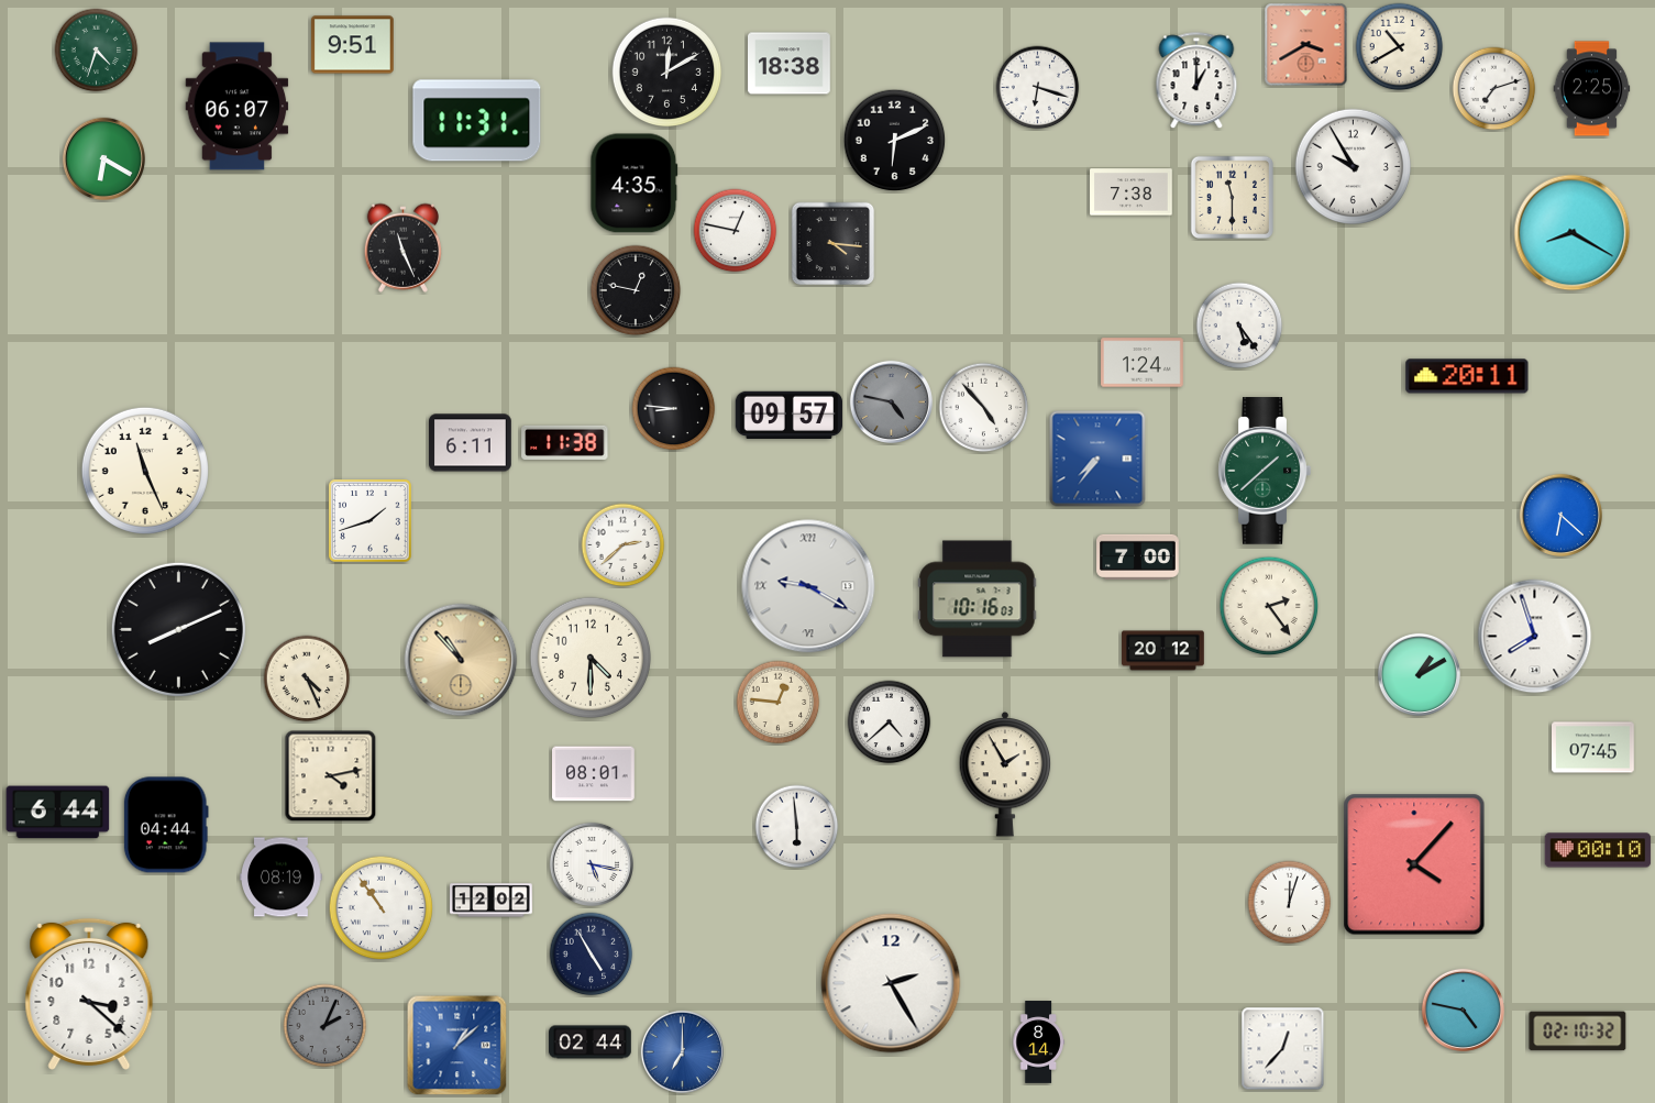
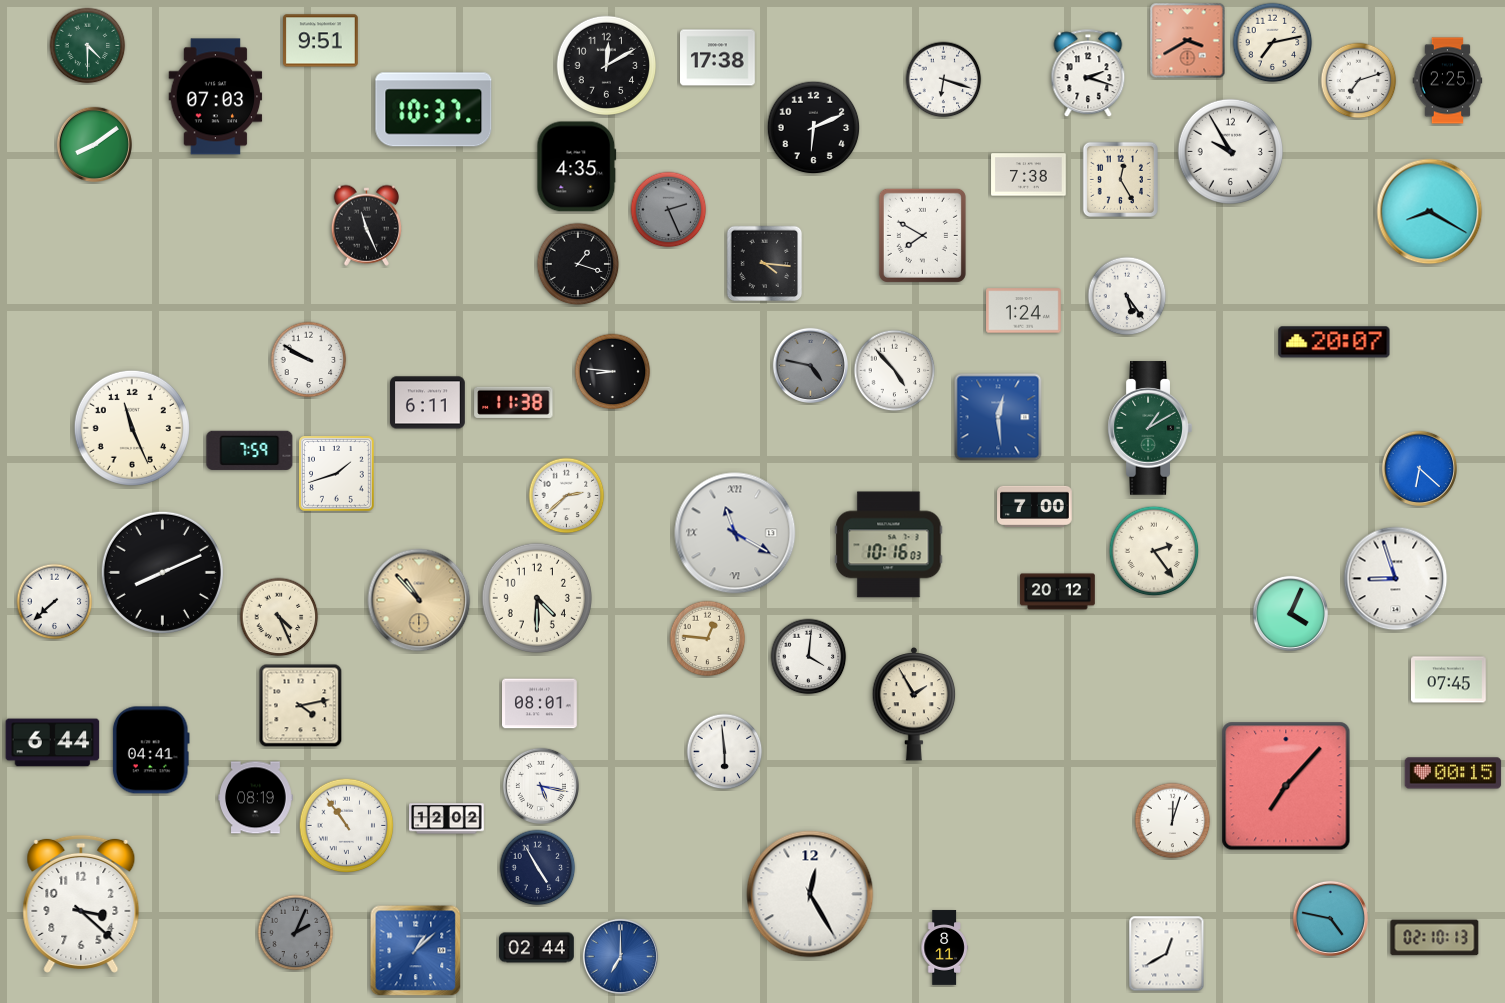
clock at (1400, 47): 10:40 -> 7:13
clock at (97, 51): 4:33 -> 4:30
clock at (790, 64): 18:38 -> 17:38
clock at (1196, 81): 1:00 -> 2:18
clock at (238, 107): 06:07 -> 07:03
clock at (477, 121): 11:31 -> 10:37
clock at (103, 158): 6:20 -> 8:09
clock at (1232, 197): 11:30 -> 12:25
clock at (736, 231): 12:47 -> 2:26
clock at (736, 231) dial: white -> grey
clock at (834, 244) position: (834, 244) -> (765, 264)
clock at (922, 235): none -> 7:50
clock at (636, 290): 12:47 -> 1:18
clock at (1143, 363) position: (1143, 363) -> (1024, 311)
clock at (1467, 376): 20:11 -> 20:07
clock at (309, 360): none -> 9:50
clock at (788, 416): 09:57 -> none
clock at (1097, 459): 7:36 -> 12:29
clock at (1265, 471): 1:38 -> 1:10
clock at (250, 450): none -> 7:59
clock at (808, 586): 9:20 -> 11:20
clock at (1535, 637): 7:57 -> 8:57
clock at (55, 602): none -> 7:38
clock at (1419, 674): 1:10 -> 4:04
clock at (890, 723): 4:38 -> 4:01
clock at (58, 813) position: (58, 813) -> (53, 743)
clock at (166, 825): 04:44 -> 04:41
clock at (1598, 850): 00:10 -> 00:15
clock at (591, 863) position: (591, 863) -> (540, 785)
clock at (1414, 864): 4:07 -> 7:07
clock at (891, 983): 2:25 -> 12:25
clock at (1578, 1032): 02:10:32 -> 02:10:13
clock at (1038, 1043): 8:14 -> 8:11
clock at (1283, 1049): 12:37 -> 12:40
